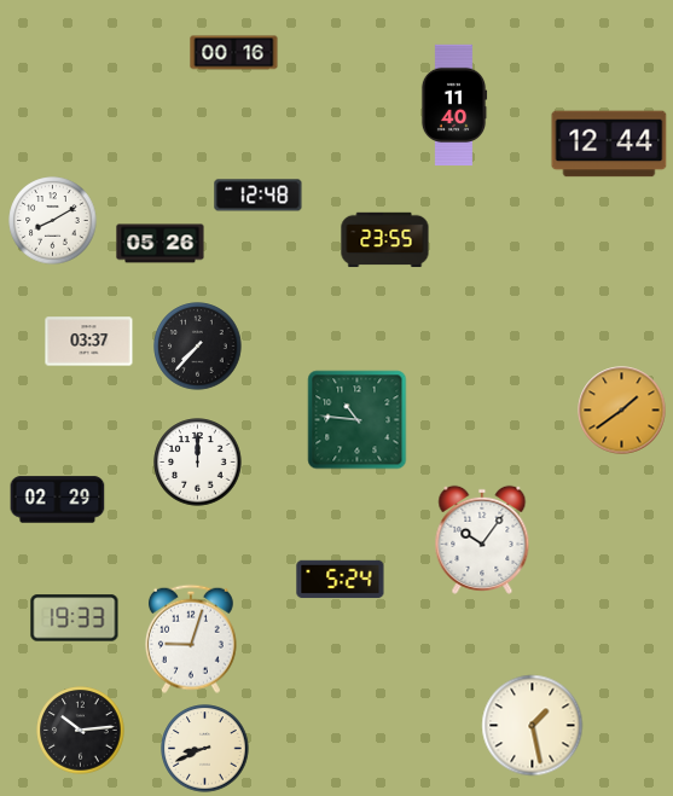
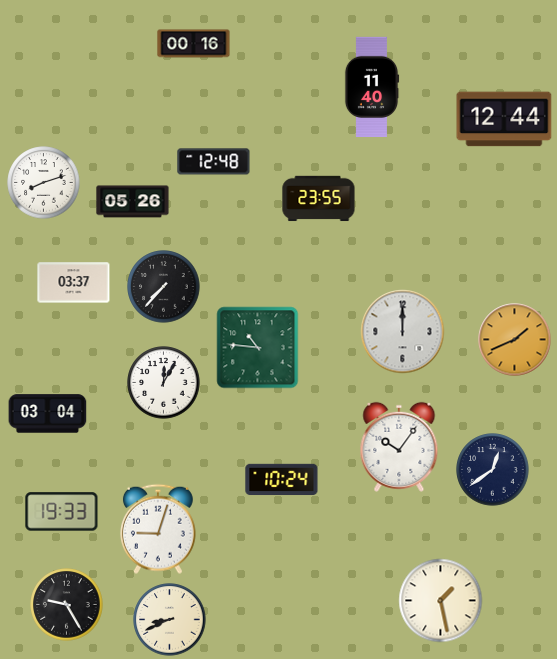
clock at (454, 104) position: (454, 104) -> (372, 86)
clock at (53, 221): 8:10 -> 8:12
clock at (403, 332): none -> 12:00
clock at (622, 411): 1:39 -> 1:41
clock at (358, 420) position: (358, 420) -> (258, 348)
clock at (198, 463): 12:00 -> 12:05
clock at (58, 500): 02:29 -> 03:04
clock at (493, 470): none -> 12:39
clock at (341, 580): 5:24 -> 10:24
clock at (81, 731): 10:14 -> 9:25
